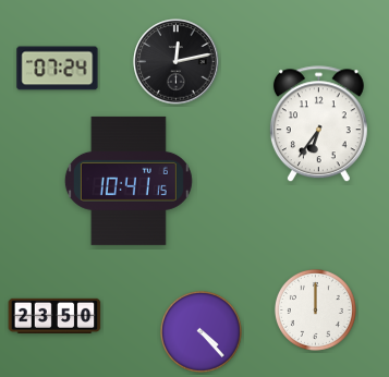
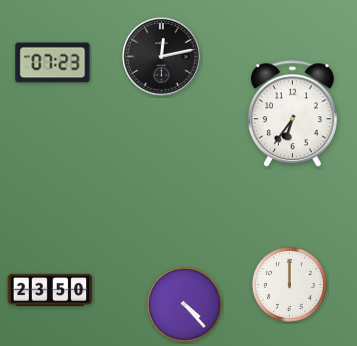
clock at (58, 69): 07:24 -> 07:23
clock at (129, 181): 10:41 -> none
